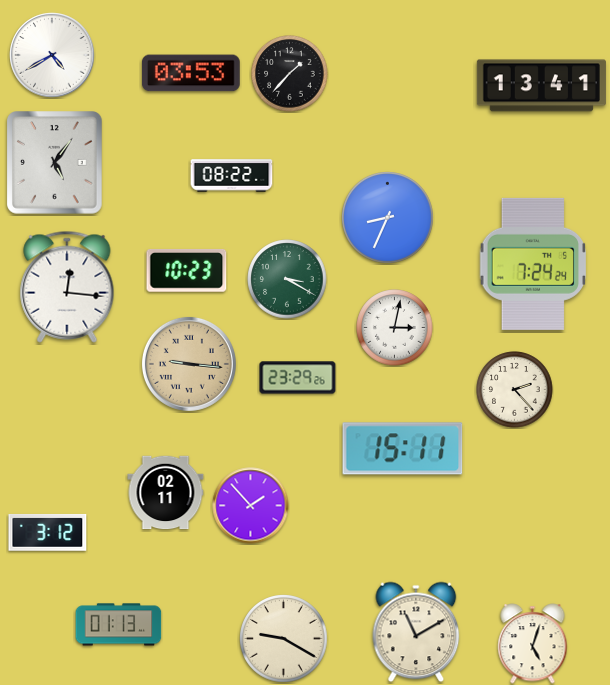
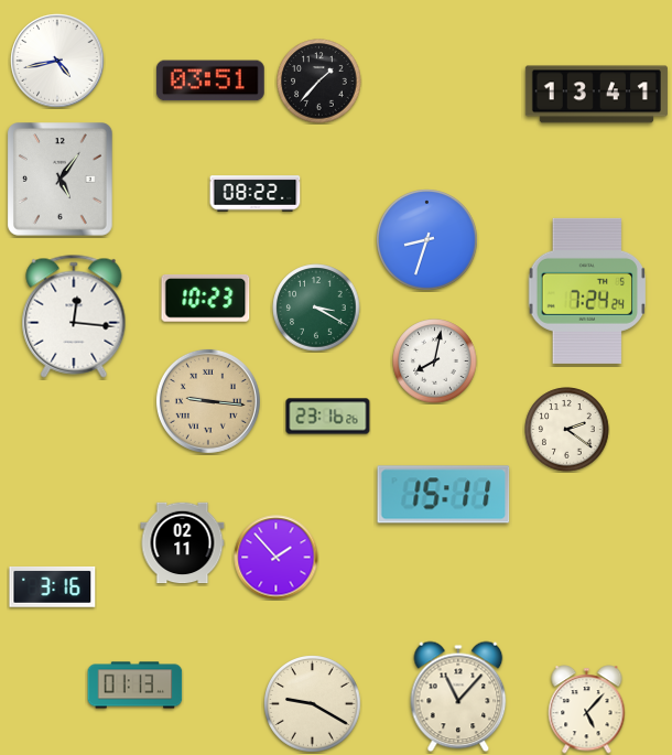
clock at (52, 55): 4:40 -> 4:43
clock at (191, 73): 03:53 -> 03:51
clock at (388, 218): 8:34 -> 8:33
clock at (395, 328): 3:02 -> 8:02
clock at (298, 378): 23:29 -> 23:16
clock at (515, 390): 2:23 -> 2:21
clock at (48, 532): 3:12 -> 3:16
clock at (119, 625) position: (119, 625) -> (136, 686)
clock at (416, 632): 11:10 -> 11:07
clock at (533, 644): 5:03 -> 5:07
